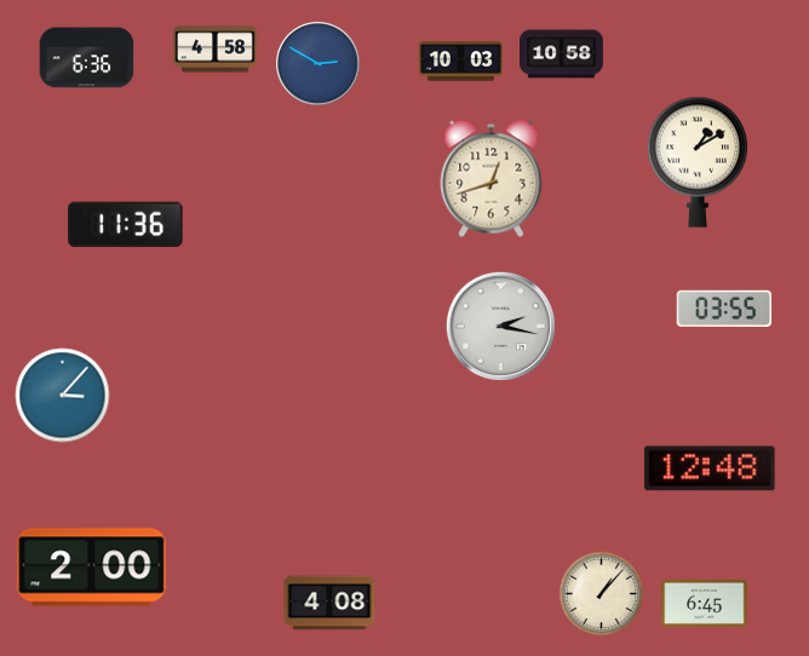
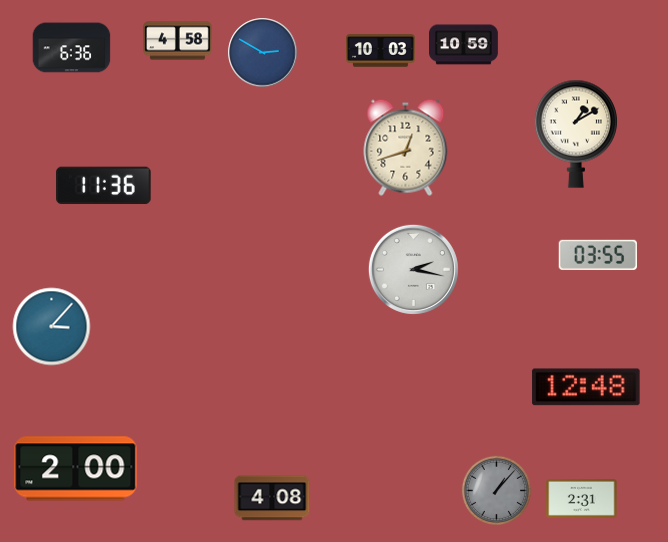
clock at (562, 54): 10:58 -> 10:59
clock at (601, 593) dial: cream -> grey
clock at (705, 603): 6:45 -> 2:31
